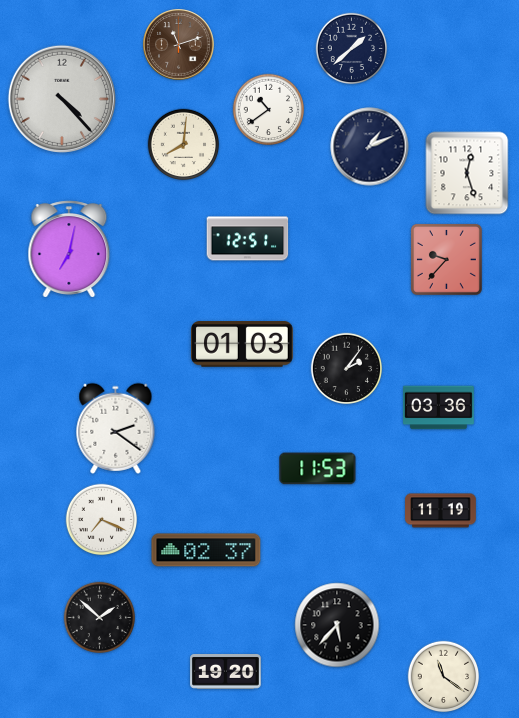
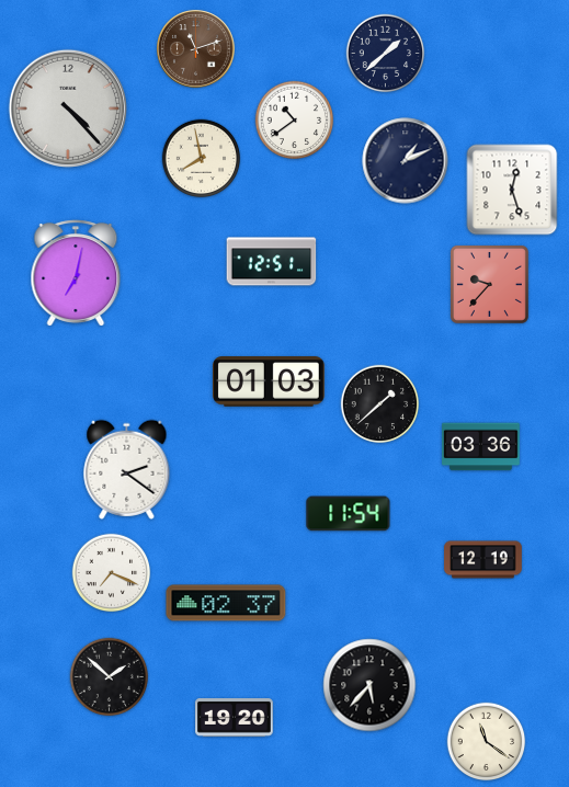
clock at (184, 145): 8:01 -> 7:58
clock at (243, 344) position: (243, 344) -> (270, 381)
clock at (347, 369): 2:06 -> 1:38
clock at (318, 469): 11:53 -> 11:54
clock at (441, 511): 11:19 -> 12:19
clock at (102, 520) position: (102, 520) -> (112, 573)
clock at (226, 672) position: (226, 672) -> (235, 718)
